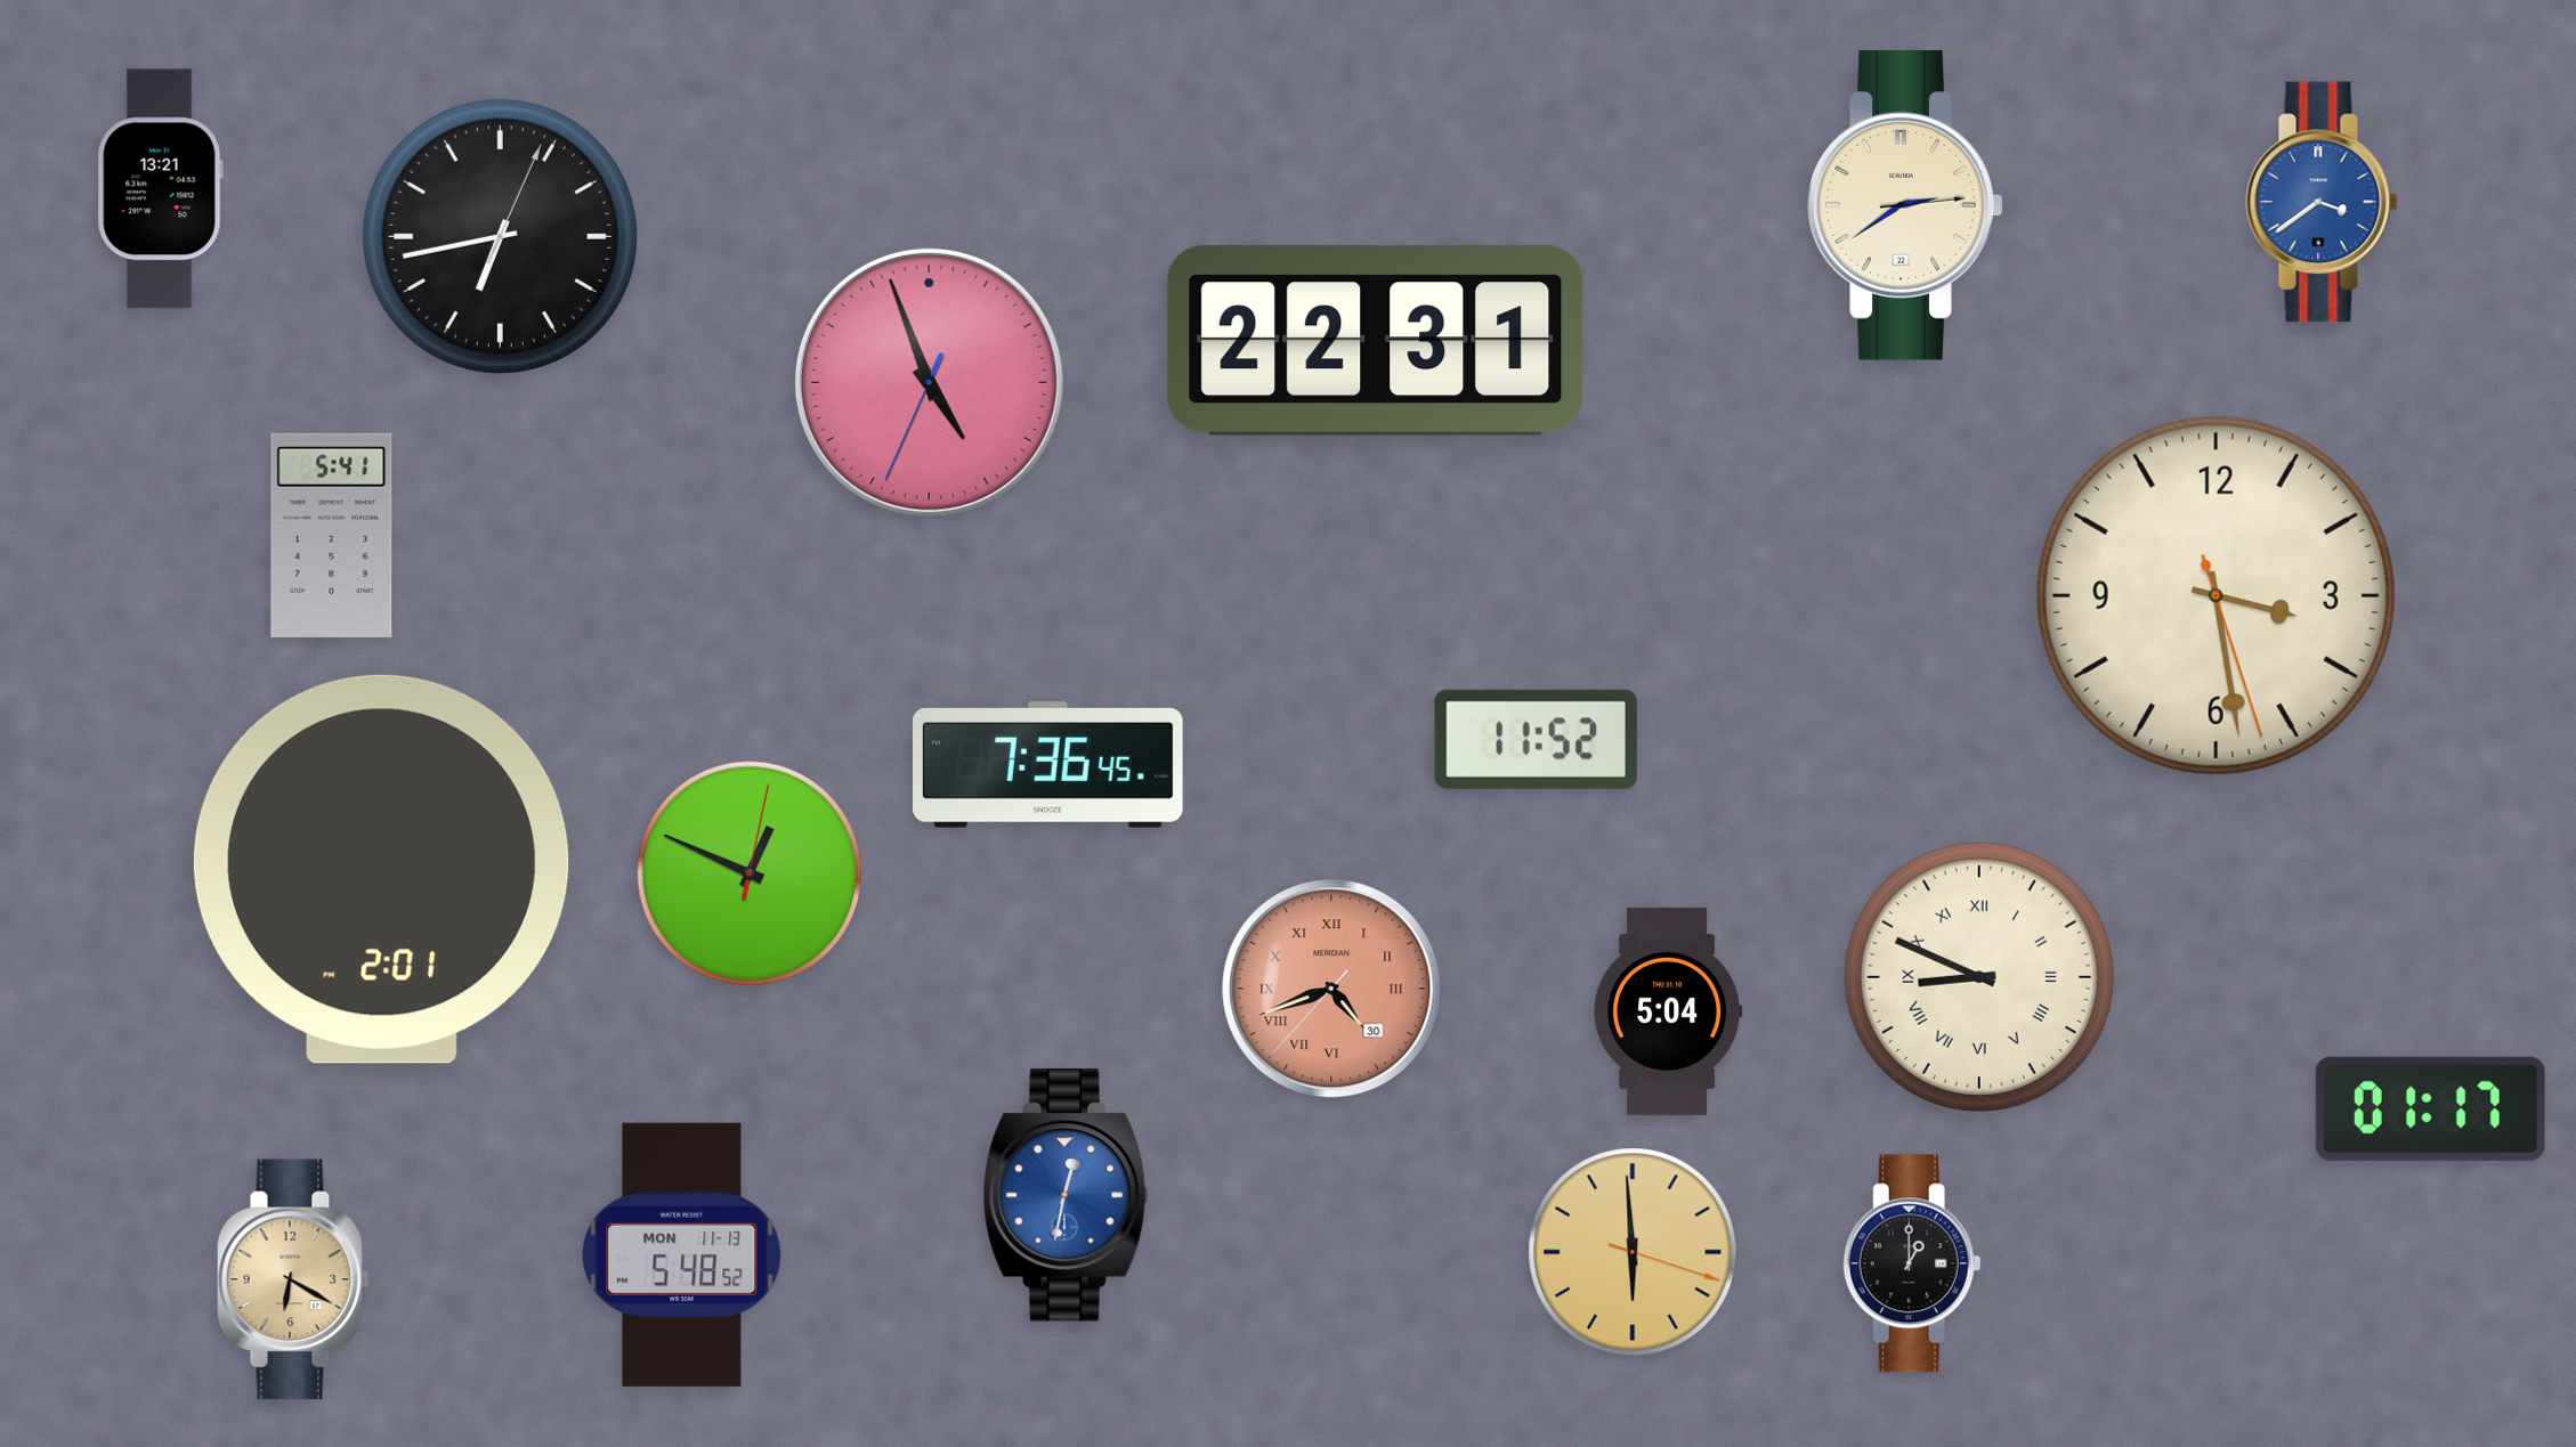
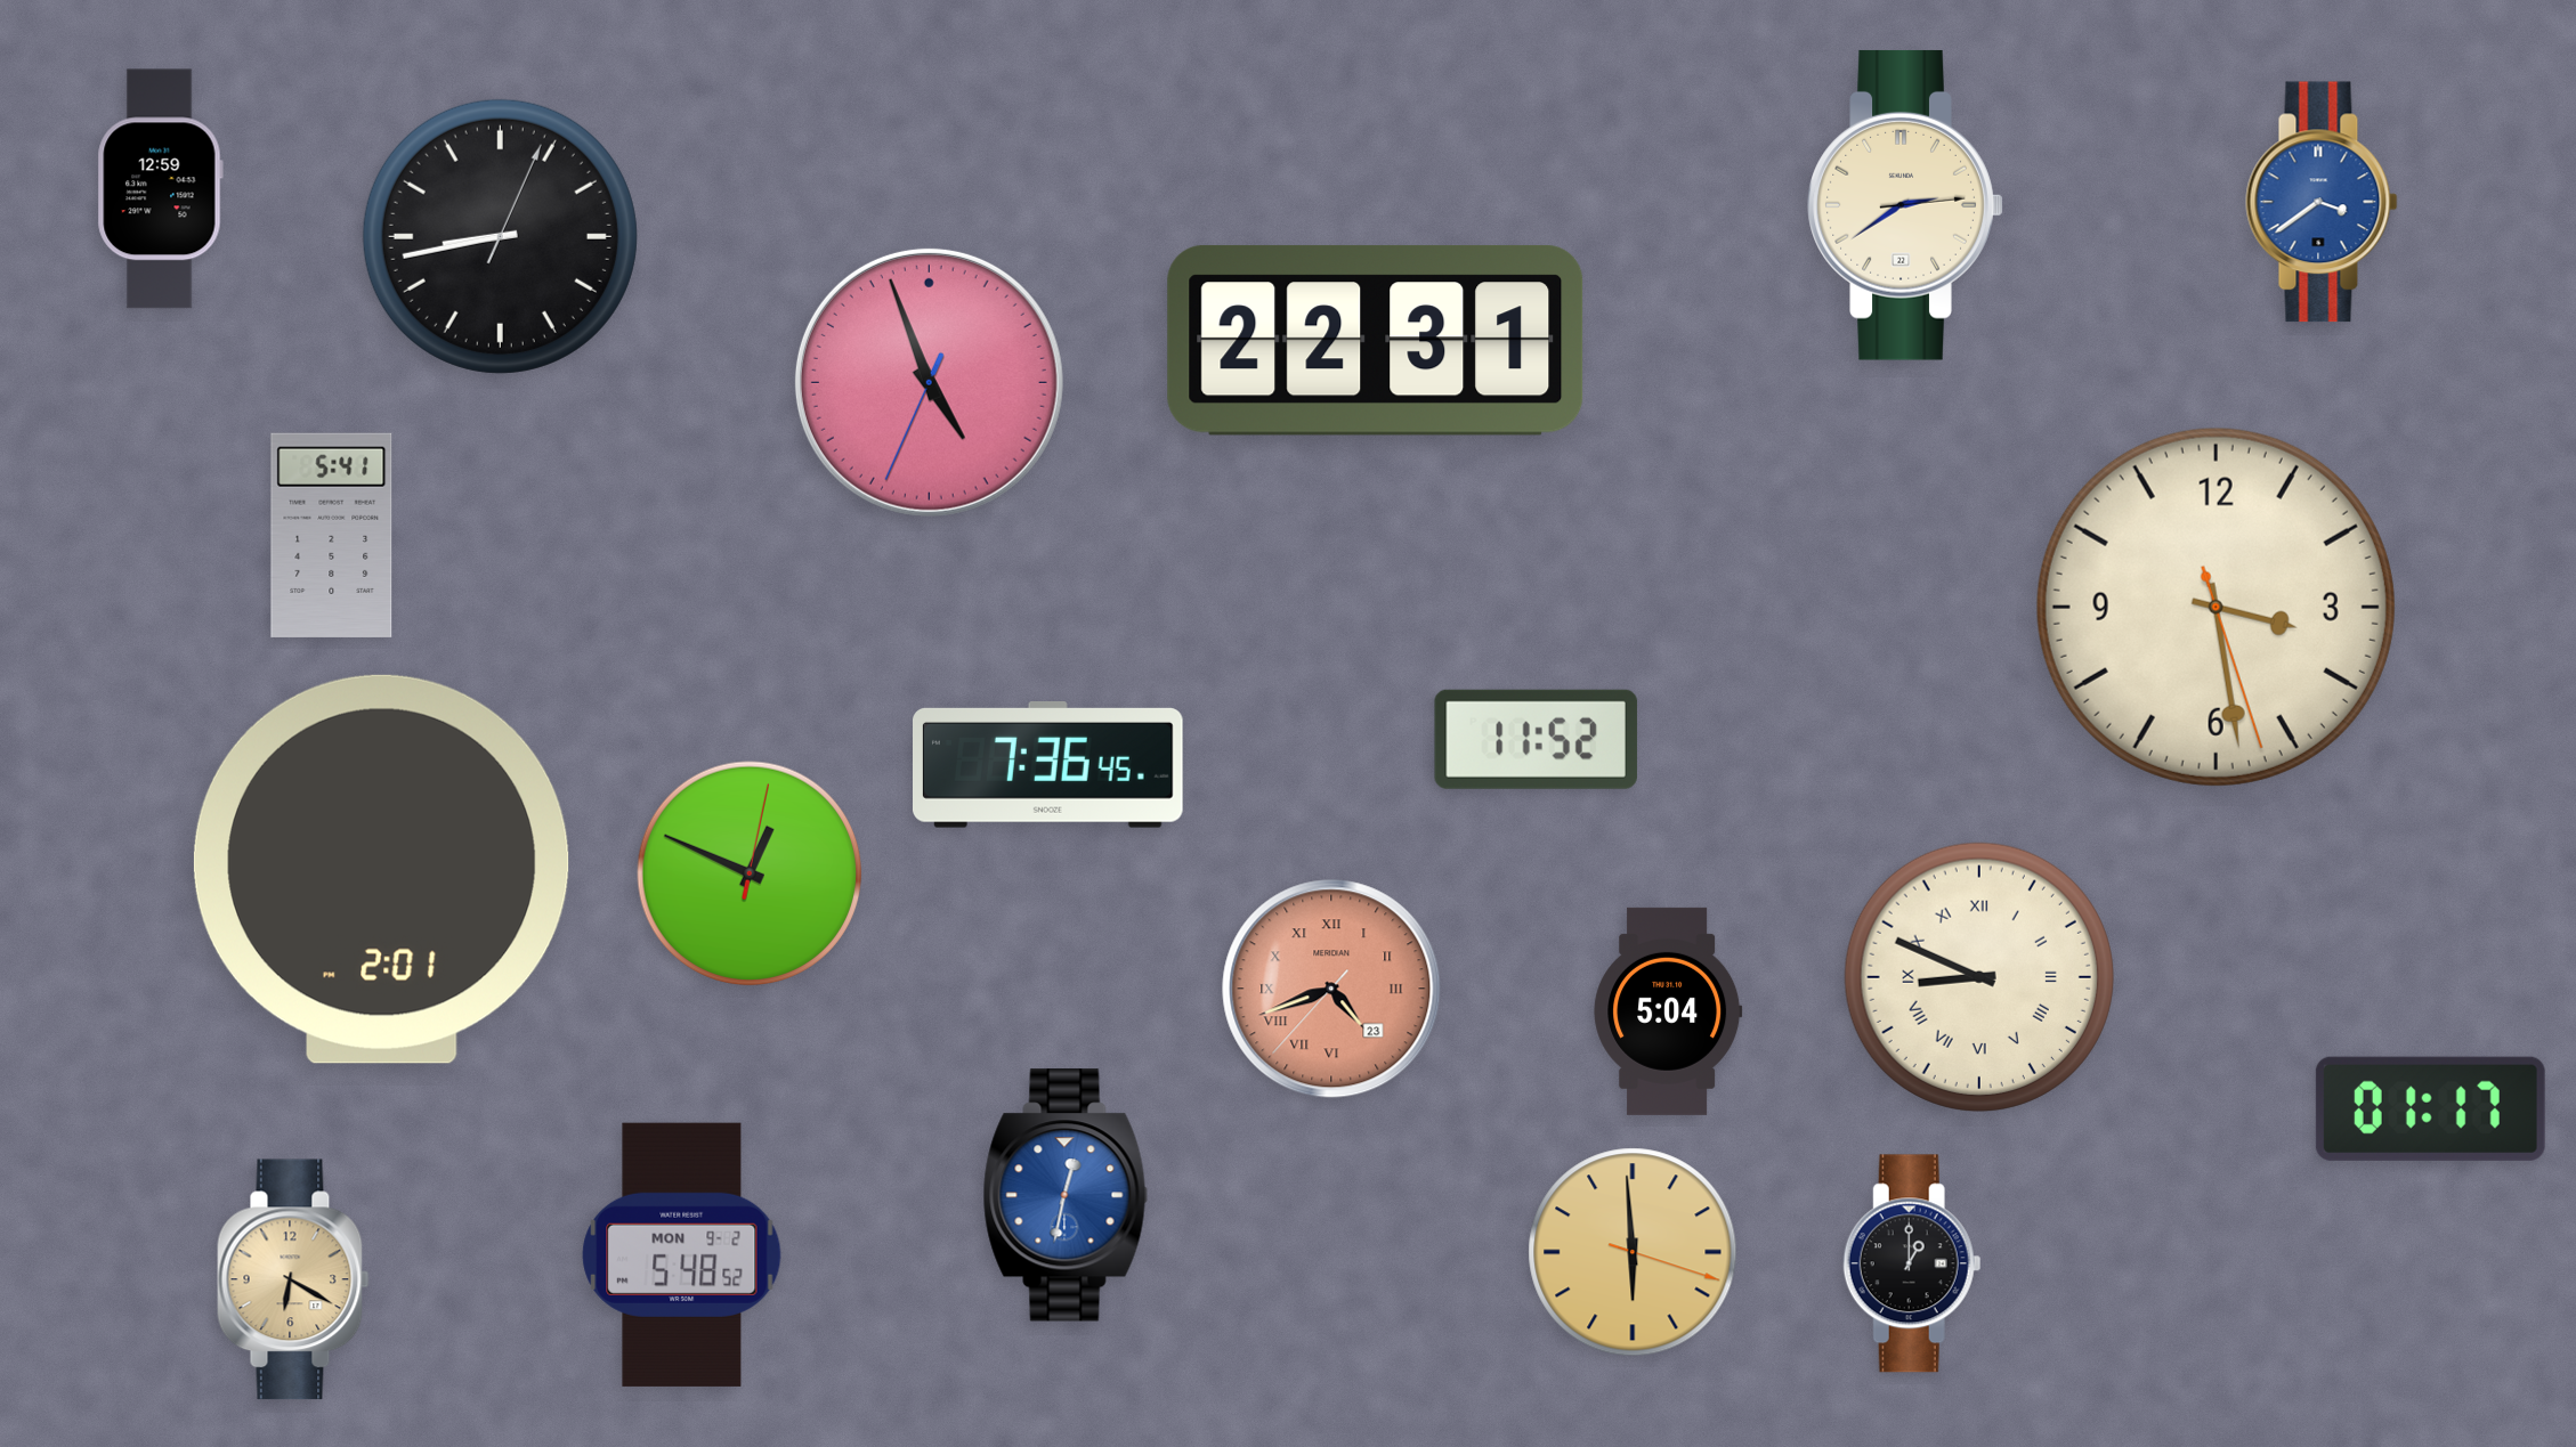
clock at (160, 189): 13:21 -> 12:59
clock at (500, 236): 6:43 -> 8:43
clock at (2215, 595) position: (2215, 595) -> (2215, 607)
clock at (1331, 989) date: 30 -> 23
clock at (682, 1254) date: MON 11-13 -> MON 9-2
